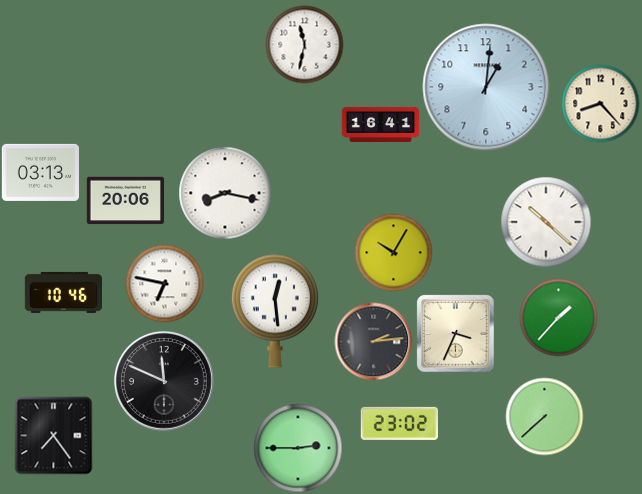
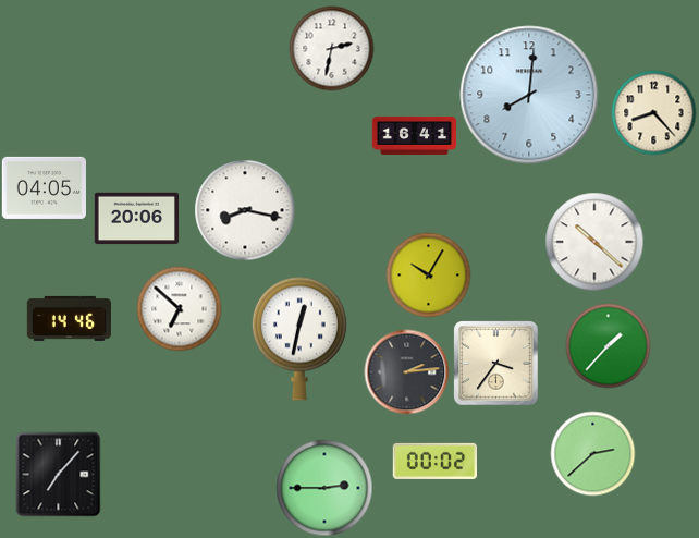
clock at (304, 44): 11:32 -> 2:32
clock at (486, 87): 1:01 -> 8:01
clock at (40, 172): 03:13 -> 04:05
clock at (164, 283): 6:47 -> 6:52
clock at (63, 292): 10:46 -> 14:46
clock at (275, 311): 12:29 -> 12:32
clock at (455, 333): 3:34 -> 3:36
clock at (164, 381): 11:49 -> none
clock at (544, 416): 7:38 -> 2:38
clock at (399, 423): 23:02 -> 00:02
clock at (53, 435): 7:24 -> 7:07
